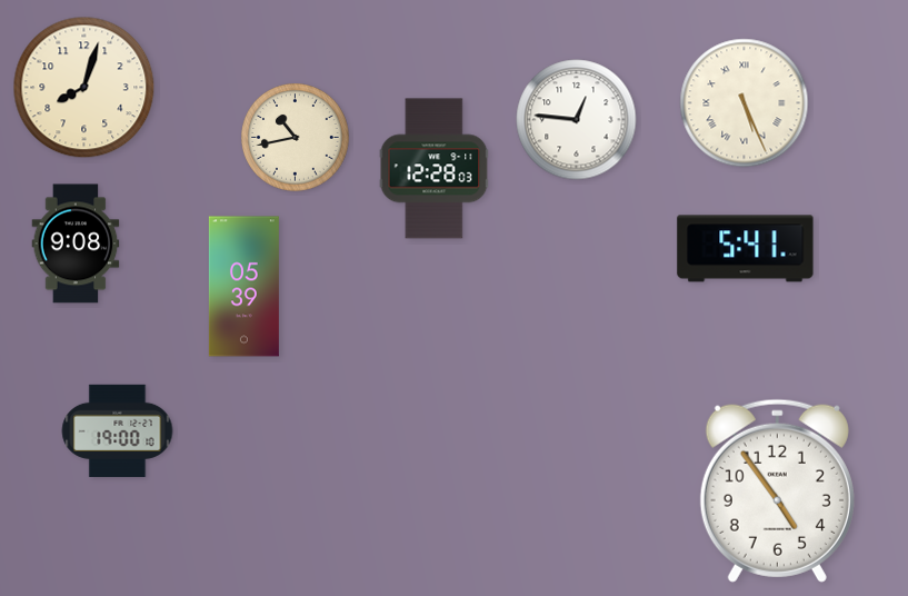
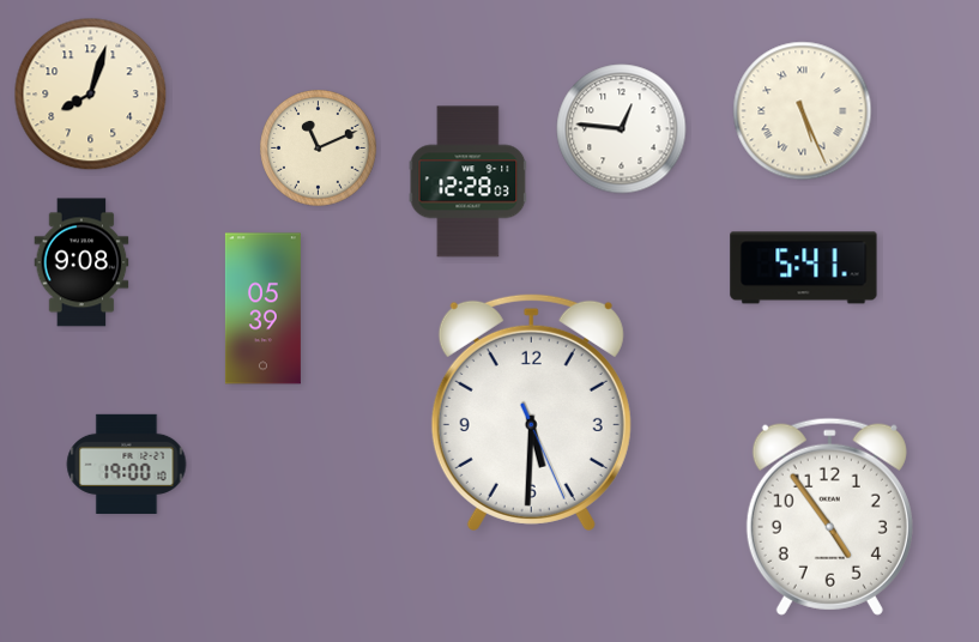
clock at (296, 138): 10:43 -> 11:11
clock at (531, 412): none -> 5:30
clock at (777, 490) position: (777, 490) -> (829, 516)
